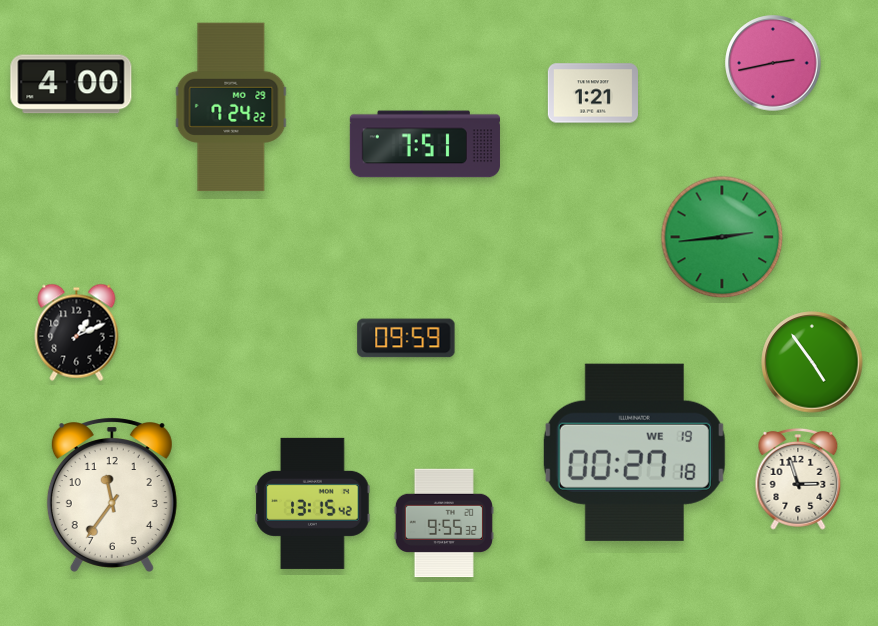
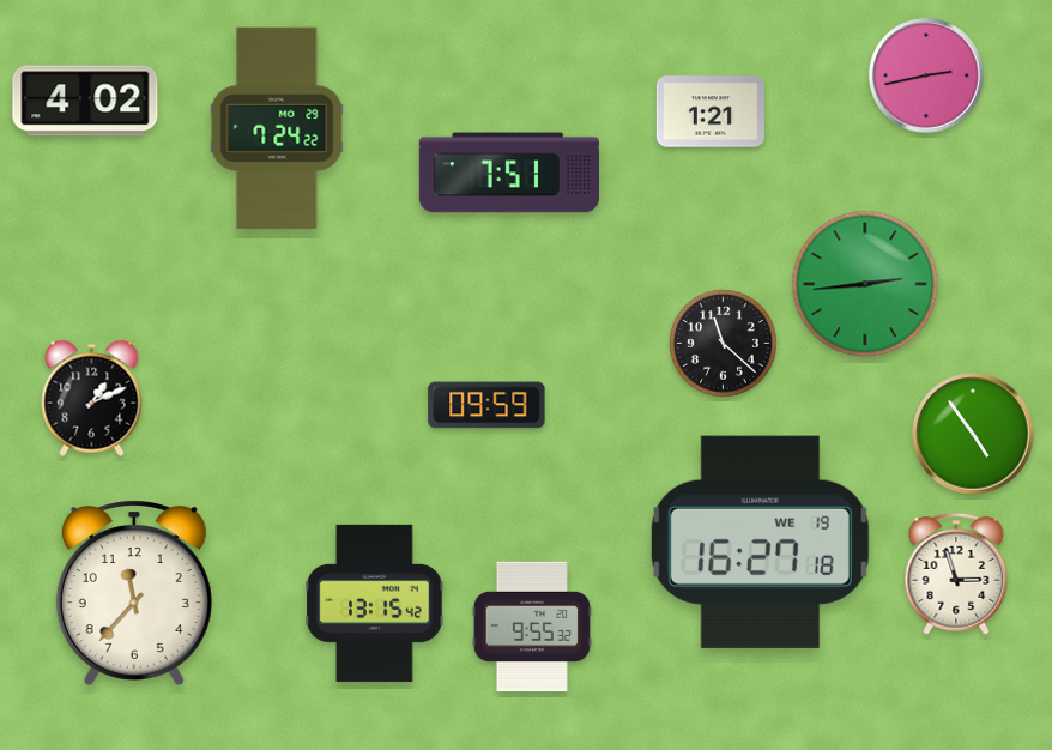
clock at (71, 84): 4:00 -> 4:02
clock at (724, 344): none -> 11:22
clock at (634, 452): 00:27 -> 16:27
clock at (112, 495): 11:36 -> 11:37
